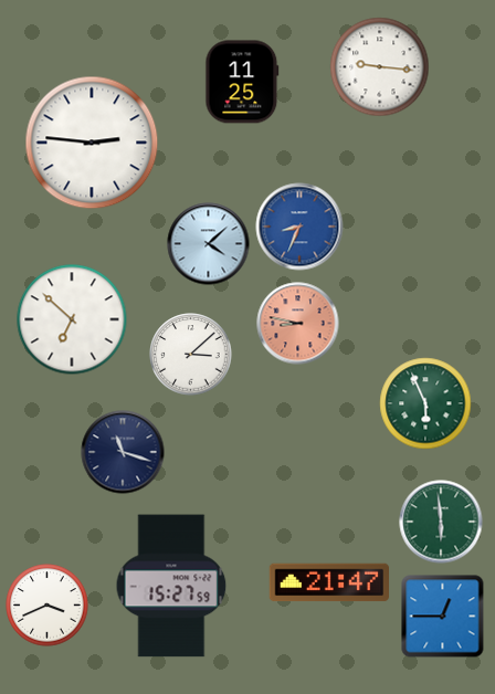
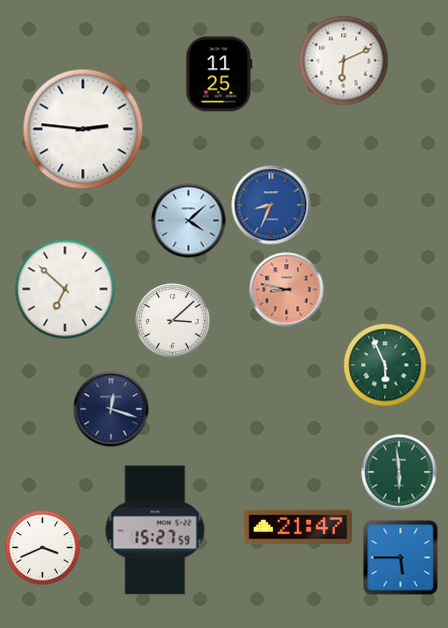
clock at (380, 67): 9:16 -> 6:11
clock at (298, 324) position: (298, 324) -> (287, 290)
clock at (123, 452): 11:18 -> 12:18
clock at (443, 617): 12:45 -> 5:45
